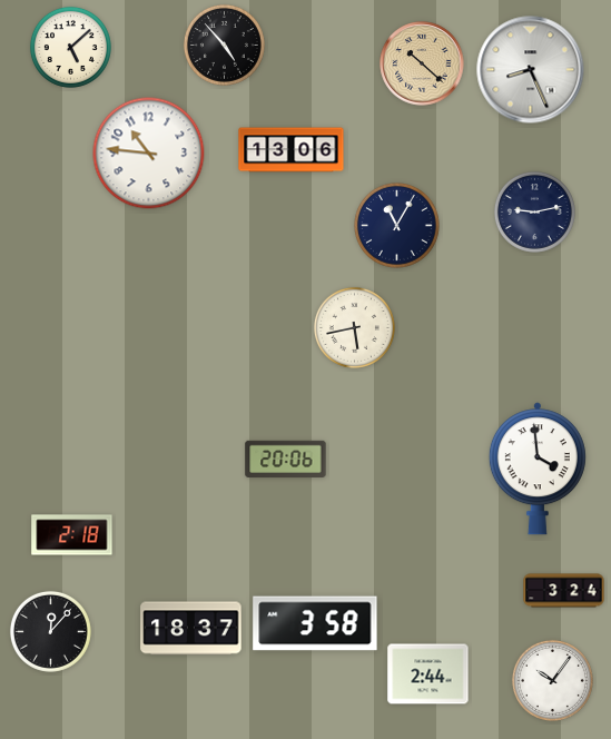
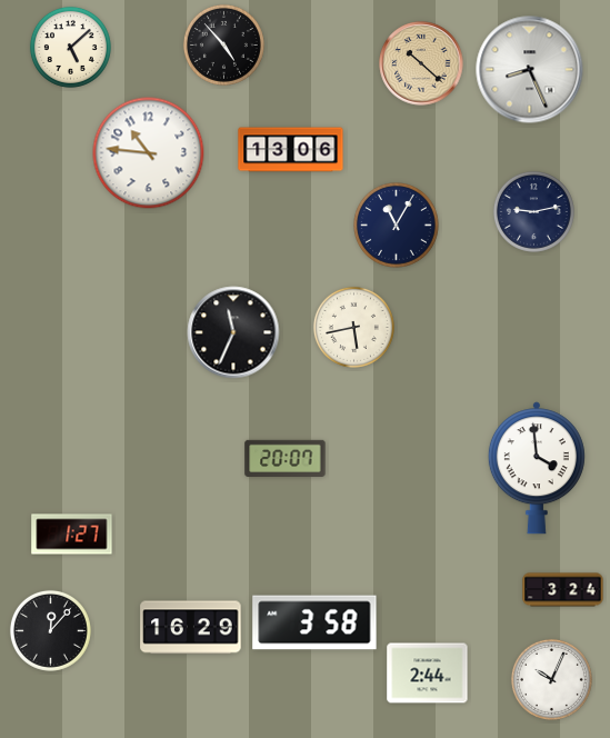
clock at (233, 332): none -> 11:34
clock at (286, 459): 20:06 -> 20:07
clock at (72, 535): 2:18 -> 1:27
clock at (191, 629): 18:37 -> 16:29
clock at (552, 680): 10:06 -> 10:04
